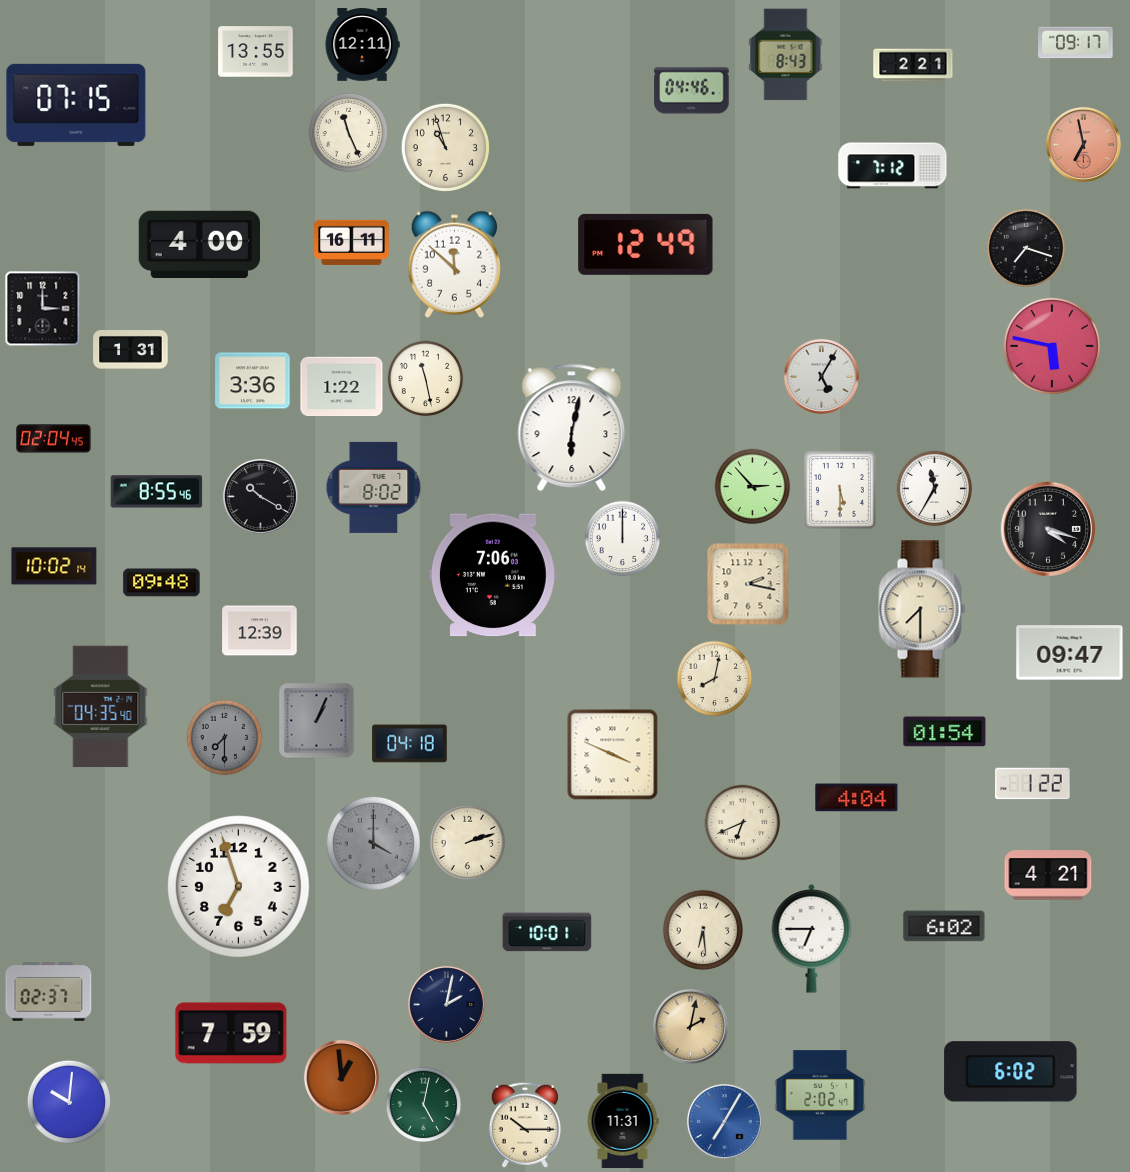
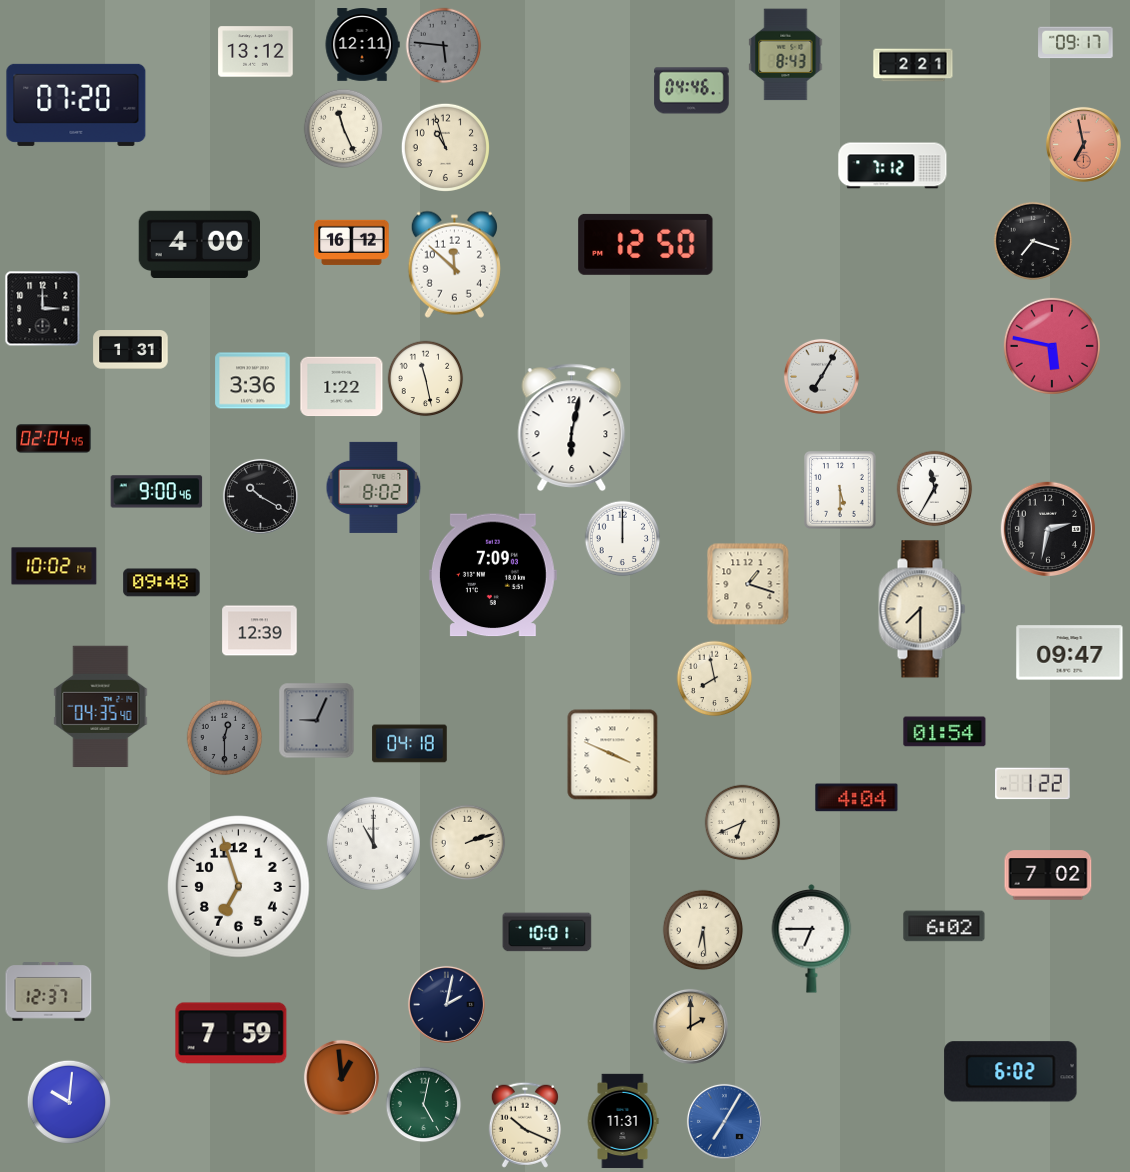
clock at (444, 46): none -> 5:46
clock at (256, 52): 13:55 -> 13:12
clock at (76, 105): 07:15 -> 07:20
clock at (349, 133) position: (349, 133) -> (344, 129)
clock at (352, 242): 16:11 -> 16:12
clock at (646, 244): 12:49 -> 12:50
clock at (1026, 248) position: (1026, 248) -> (1033, 241)
clock at (821, 376): 5:05 -> 7:05
clock at (753, 487): 2:53 -> none
clock at (157, 492): 8:55 -> 9:00
clock at (1047, 528): 4:18 -> 2:32
clock at (493, 575): 7:06 -> 7:09
clock at (748, 584): 2:17 -> 1:18
clock at (715, 679): 8:02 -> 7:58
clock at (317, 721): 1:04 -> 9:04
clock at (225, 738): 7:30 -> 12:30
clock at (373, 843): 4:00 -> 11:00
clock at (373, 843) dial: grey -> white
clock at (1048, 875): 4:21 -> 7:02
clock at (49, 992): 02:37 -> 12:37
clock at (690, 1026): 2:02 -> 2:00
clock at (820, 1095): 2:02 -> none
clock at (525, 1125): 10:15 -> 10:19
